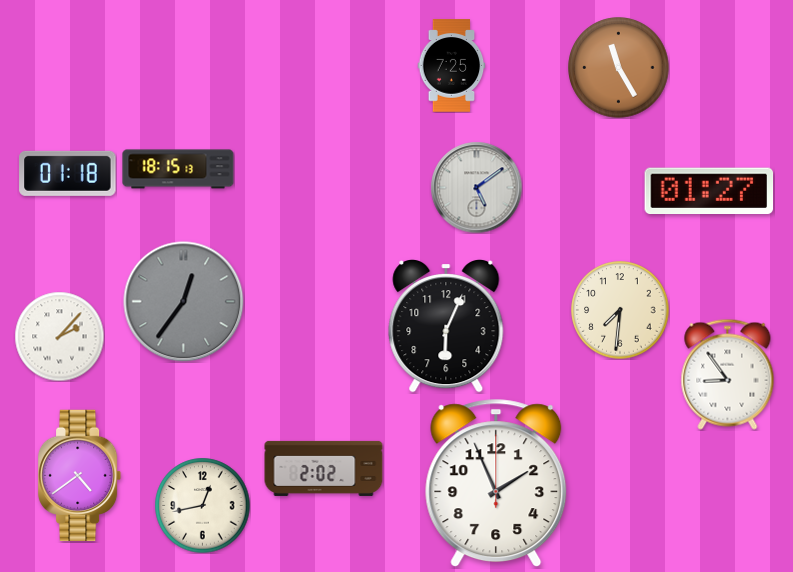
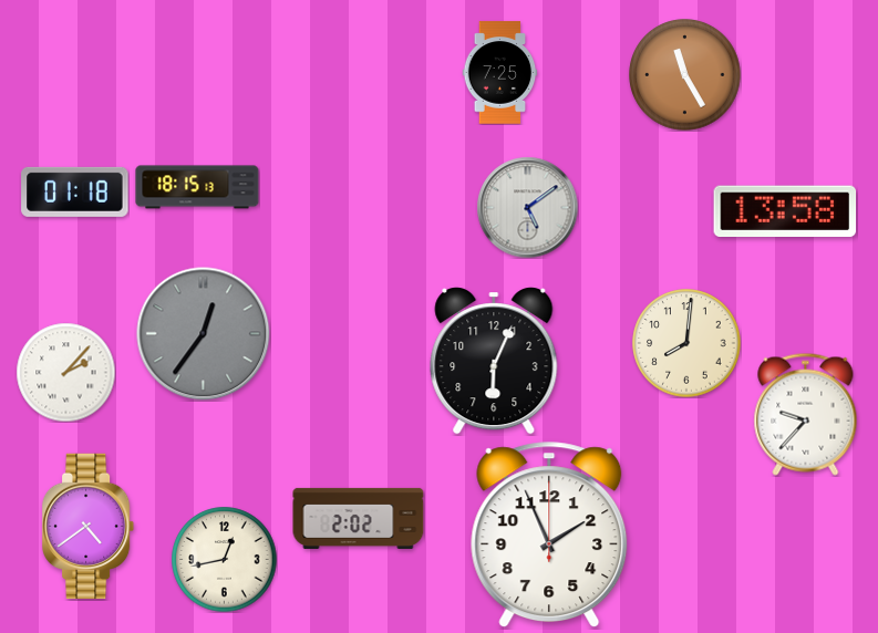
clock at (709, 191): 01:27 -> 13:58
clock at (620, 310): 7:31 -> 8:01
clock at (728, 374): 8:54 -> 9:37
